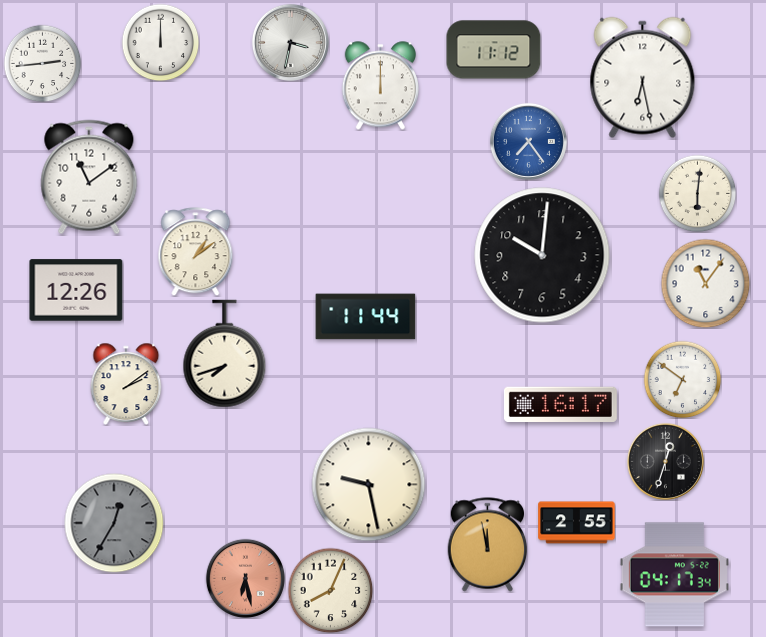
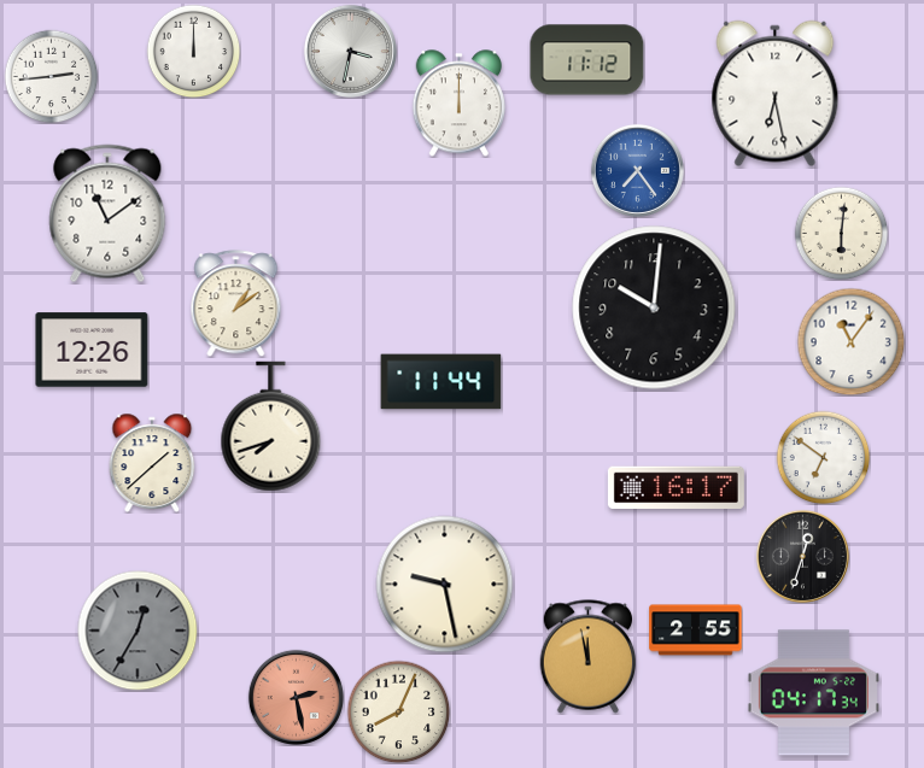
clock at (494, 50) position: (494, 50) -> (587, 60)
clock at (126, 384): 2:09 -> 1:38
clock at (245, 578): 6:28 -> 2:28
